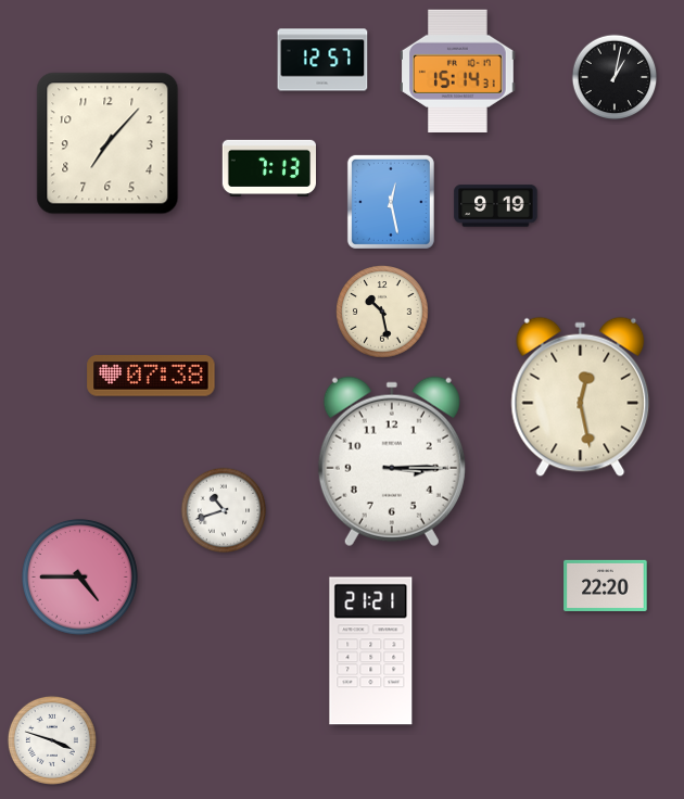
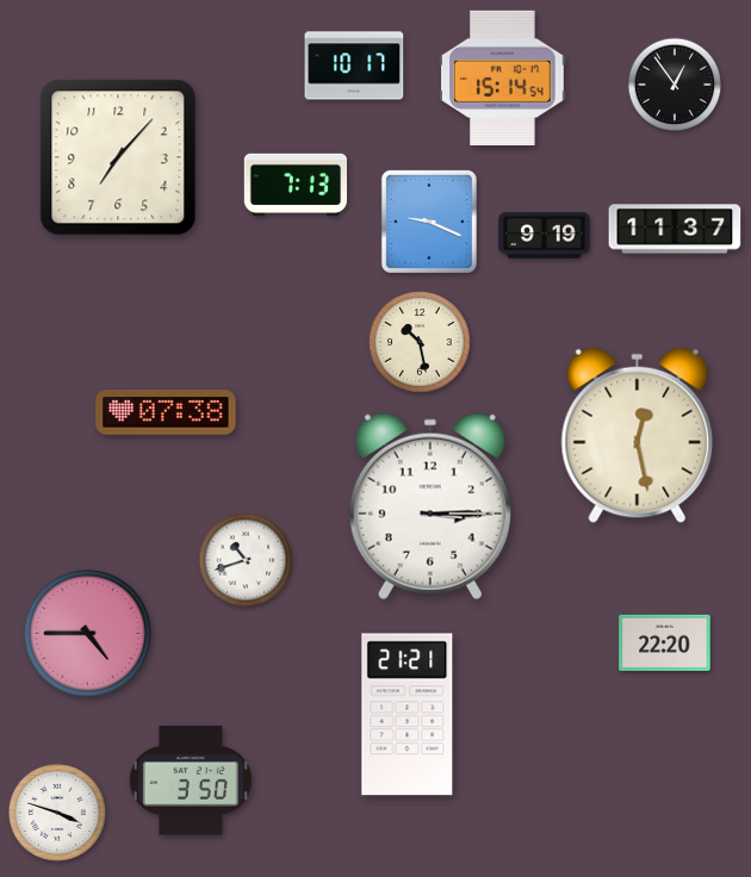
clock at (322, 60): 12:57 -> 10:17
clock at (458, 71): 15:14:31 -> 15:14:54
clock at (615, 77): 1:02 -> 12:54
clock at (391, 202): 12:28 -> 9:19
clock at (496, 206) position: (496, 206) -> (545, 236)
clock at (675, 229): none -> 11:37
clock at (191, 780): none -> 3:50
